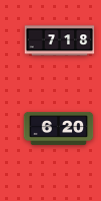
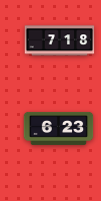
clock at (59, 128): 6:20 -> 6:23
